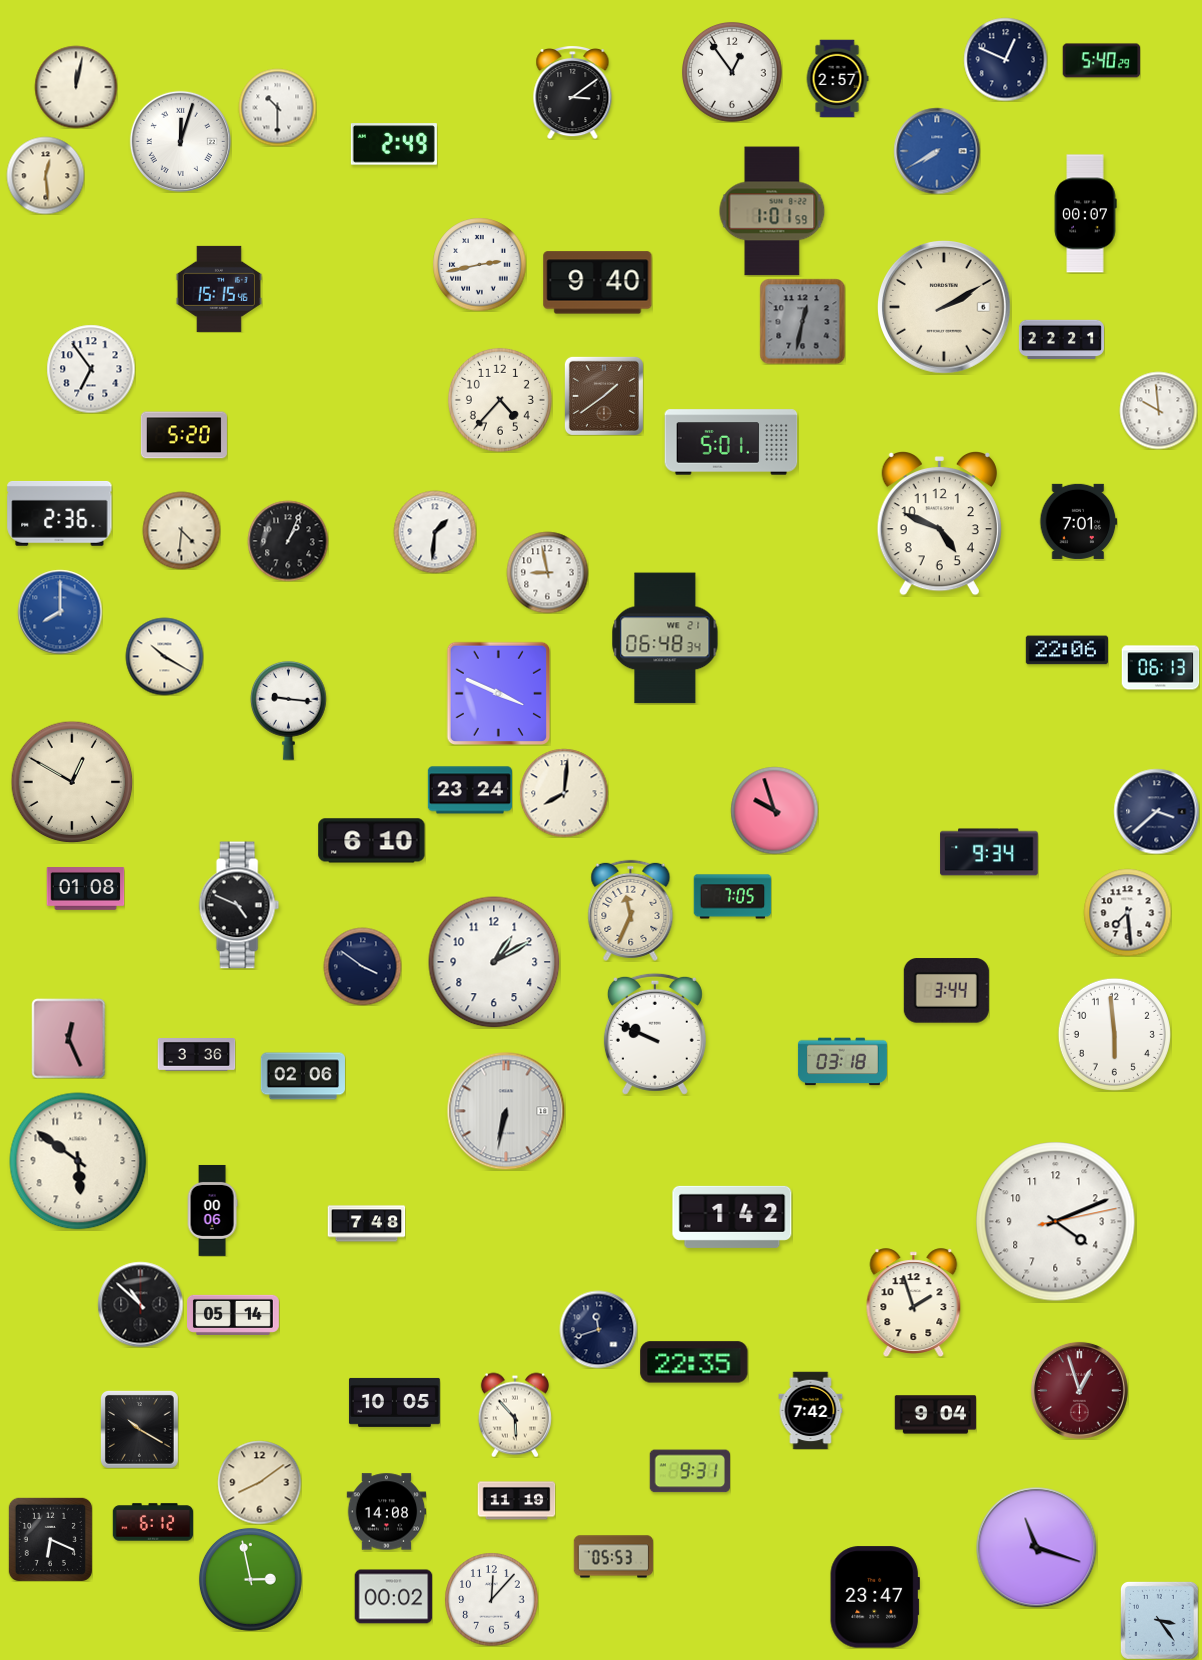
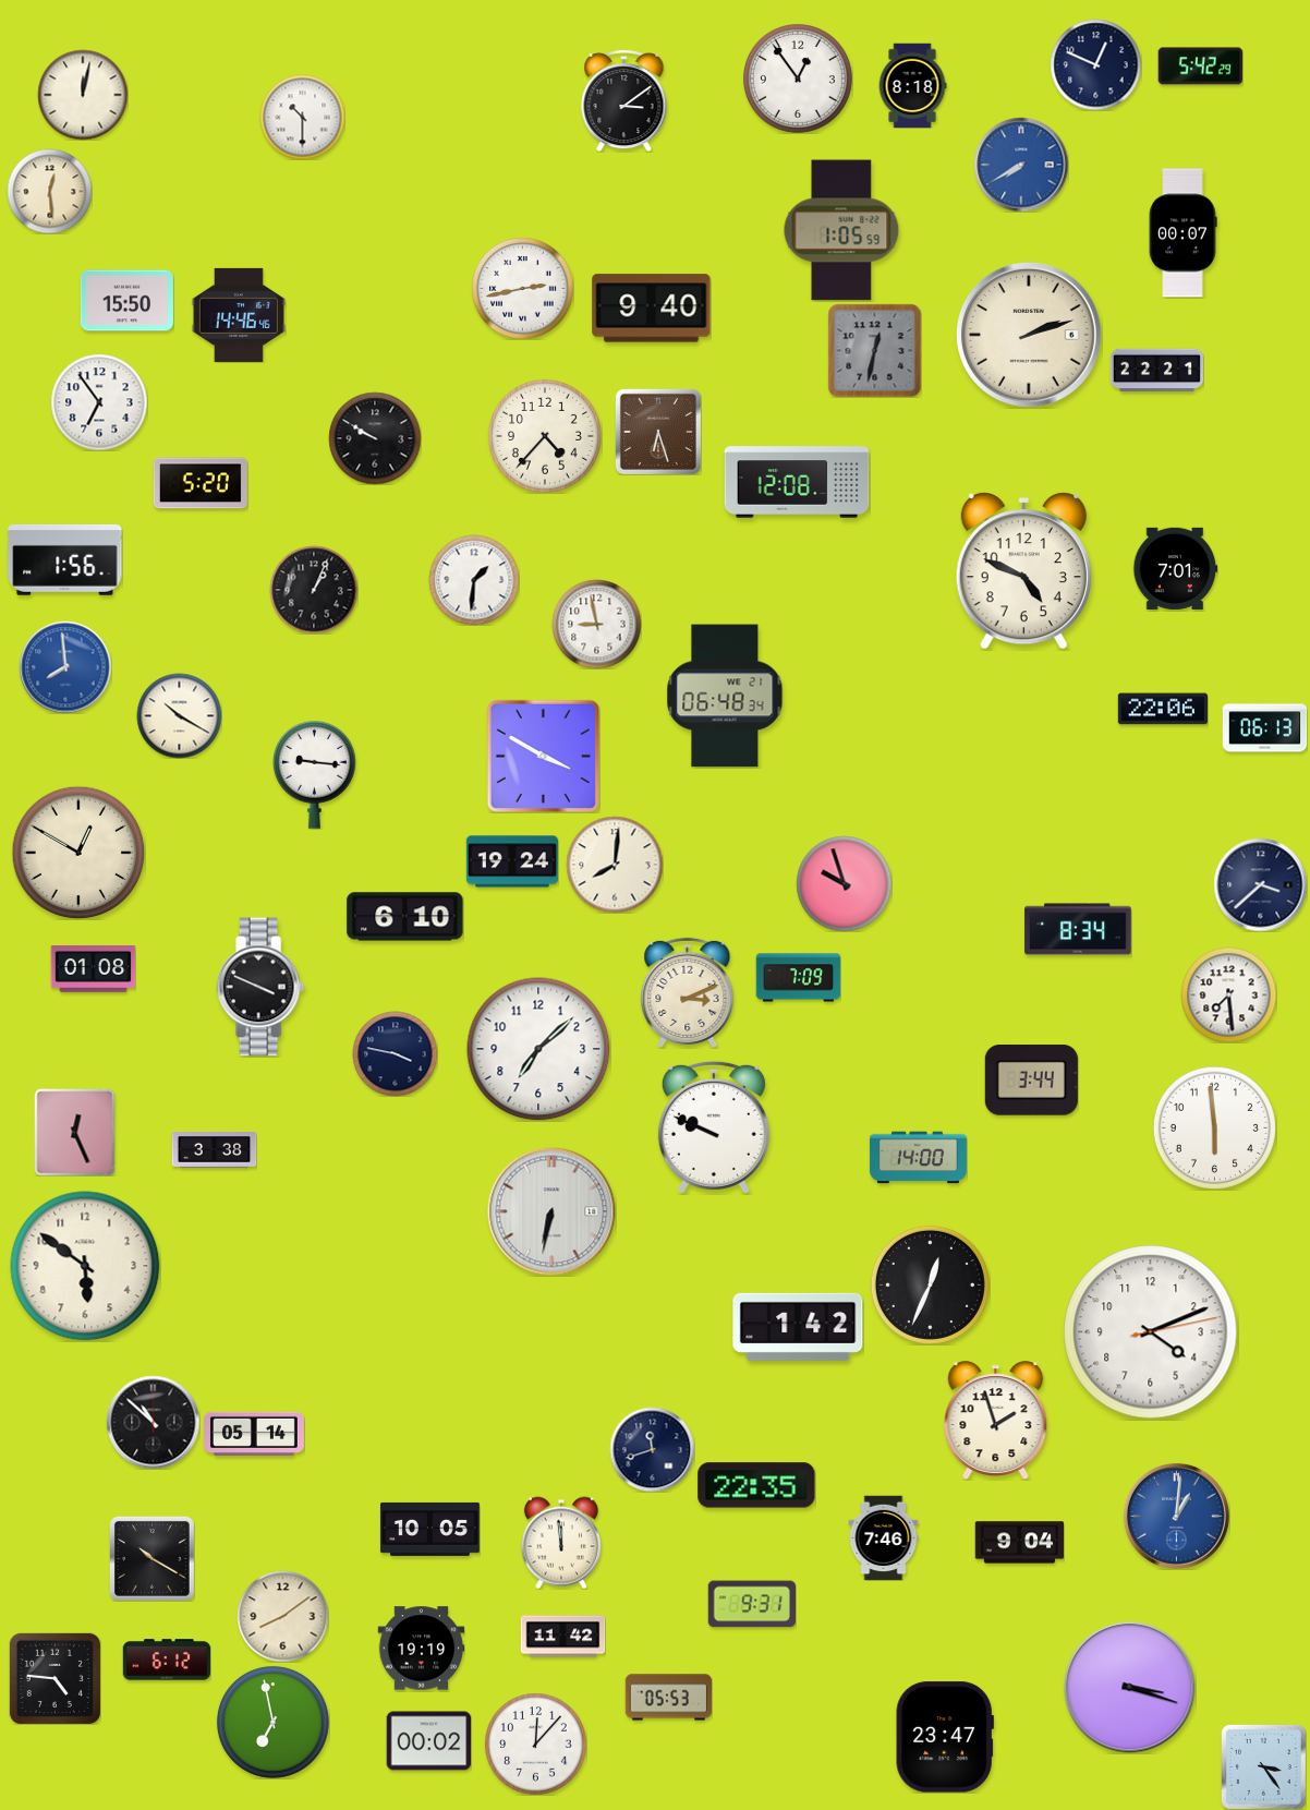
clock at (1101, 61): 5:40 -> 5:42
clock at (837, 78): 2:57 -> 8:18
clock at (180, 141): 12:03 -> none
clock at (394, 144): 2:49 -> none
clock at (772, 211): 1:01 -> 1:05
clock at (126, 301): none -> 15:50
clock at (219, 289): 15:15 -> 14:46
clock at (945, 308): 2:10 -> 2:12
clock at (604, 396): 1:39 -> 6:27
clock at (375, 438): none -> 9:50
clock at (1158, 410): 9:59 -> none
clock at (184, 435) position: (184, 435) -> (201, 483)
clock at (731, 442): 5:01 -> 12:08
clock at (60, 513): 2:36 -> 1:56
clock at (181, 530): 4:31 -> none
clock at (60, 612): 8:00 -> 7:59
clock at (498, 693): 3:49 -> 3:50
clock at (470, 790): 23:24 -> 19:24
clock at (989, 852): 9:34 -> 8:34
clock at (732, 897): 7:05 -> 7:09
clock at (239, 905): 4:49 -> 3:49
clock at (631, 910): 11:34 -> 3:11
clock at (494, 962): 1:10 -> 7:08
clock at (362, 966): 3:51 -> 3:47
clock at (196, 1055): 3:36 -> 3:38
clock at (842, 1062): 03:18 -> 14:00
clock at (303, 1076): 02:06 -> none
clock at (930, 1284): none -> 12:34
clock at (212, 1210): 00:06 -> none
clock at (366, 1224): 7:48 -> none
clock at (1079, 1390): 12:57 -> 1:01
clock at (1079, 1390) dial: burgundy -> blue
clock at (811, 1410): 7:42 -> 7:46
clock at (515, 1415): 5:53 -> 11:59
clock at (516, 1501): 11:19 -> 11:42
clock at (386, 1512): 14:08 -> 19:19
clock at (50, 1539): 6:19 -> 4:46
clock at (1037, 1548): 11:18 -> 3:18
clock at (250, 1579): 2:58 -> 6:58
clock at (875, 1597) position: (875, 1597) -> (945, 1737)
